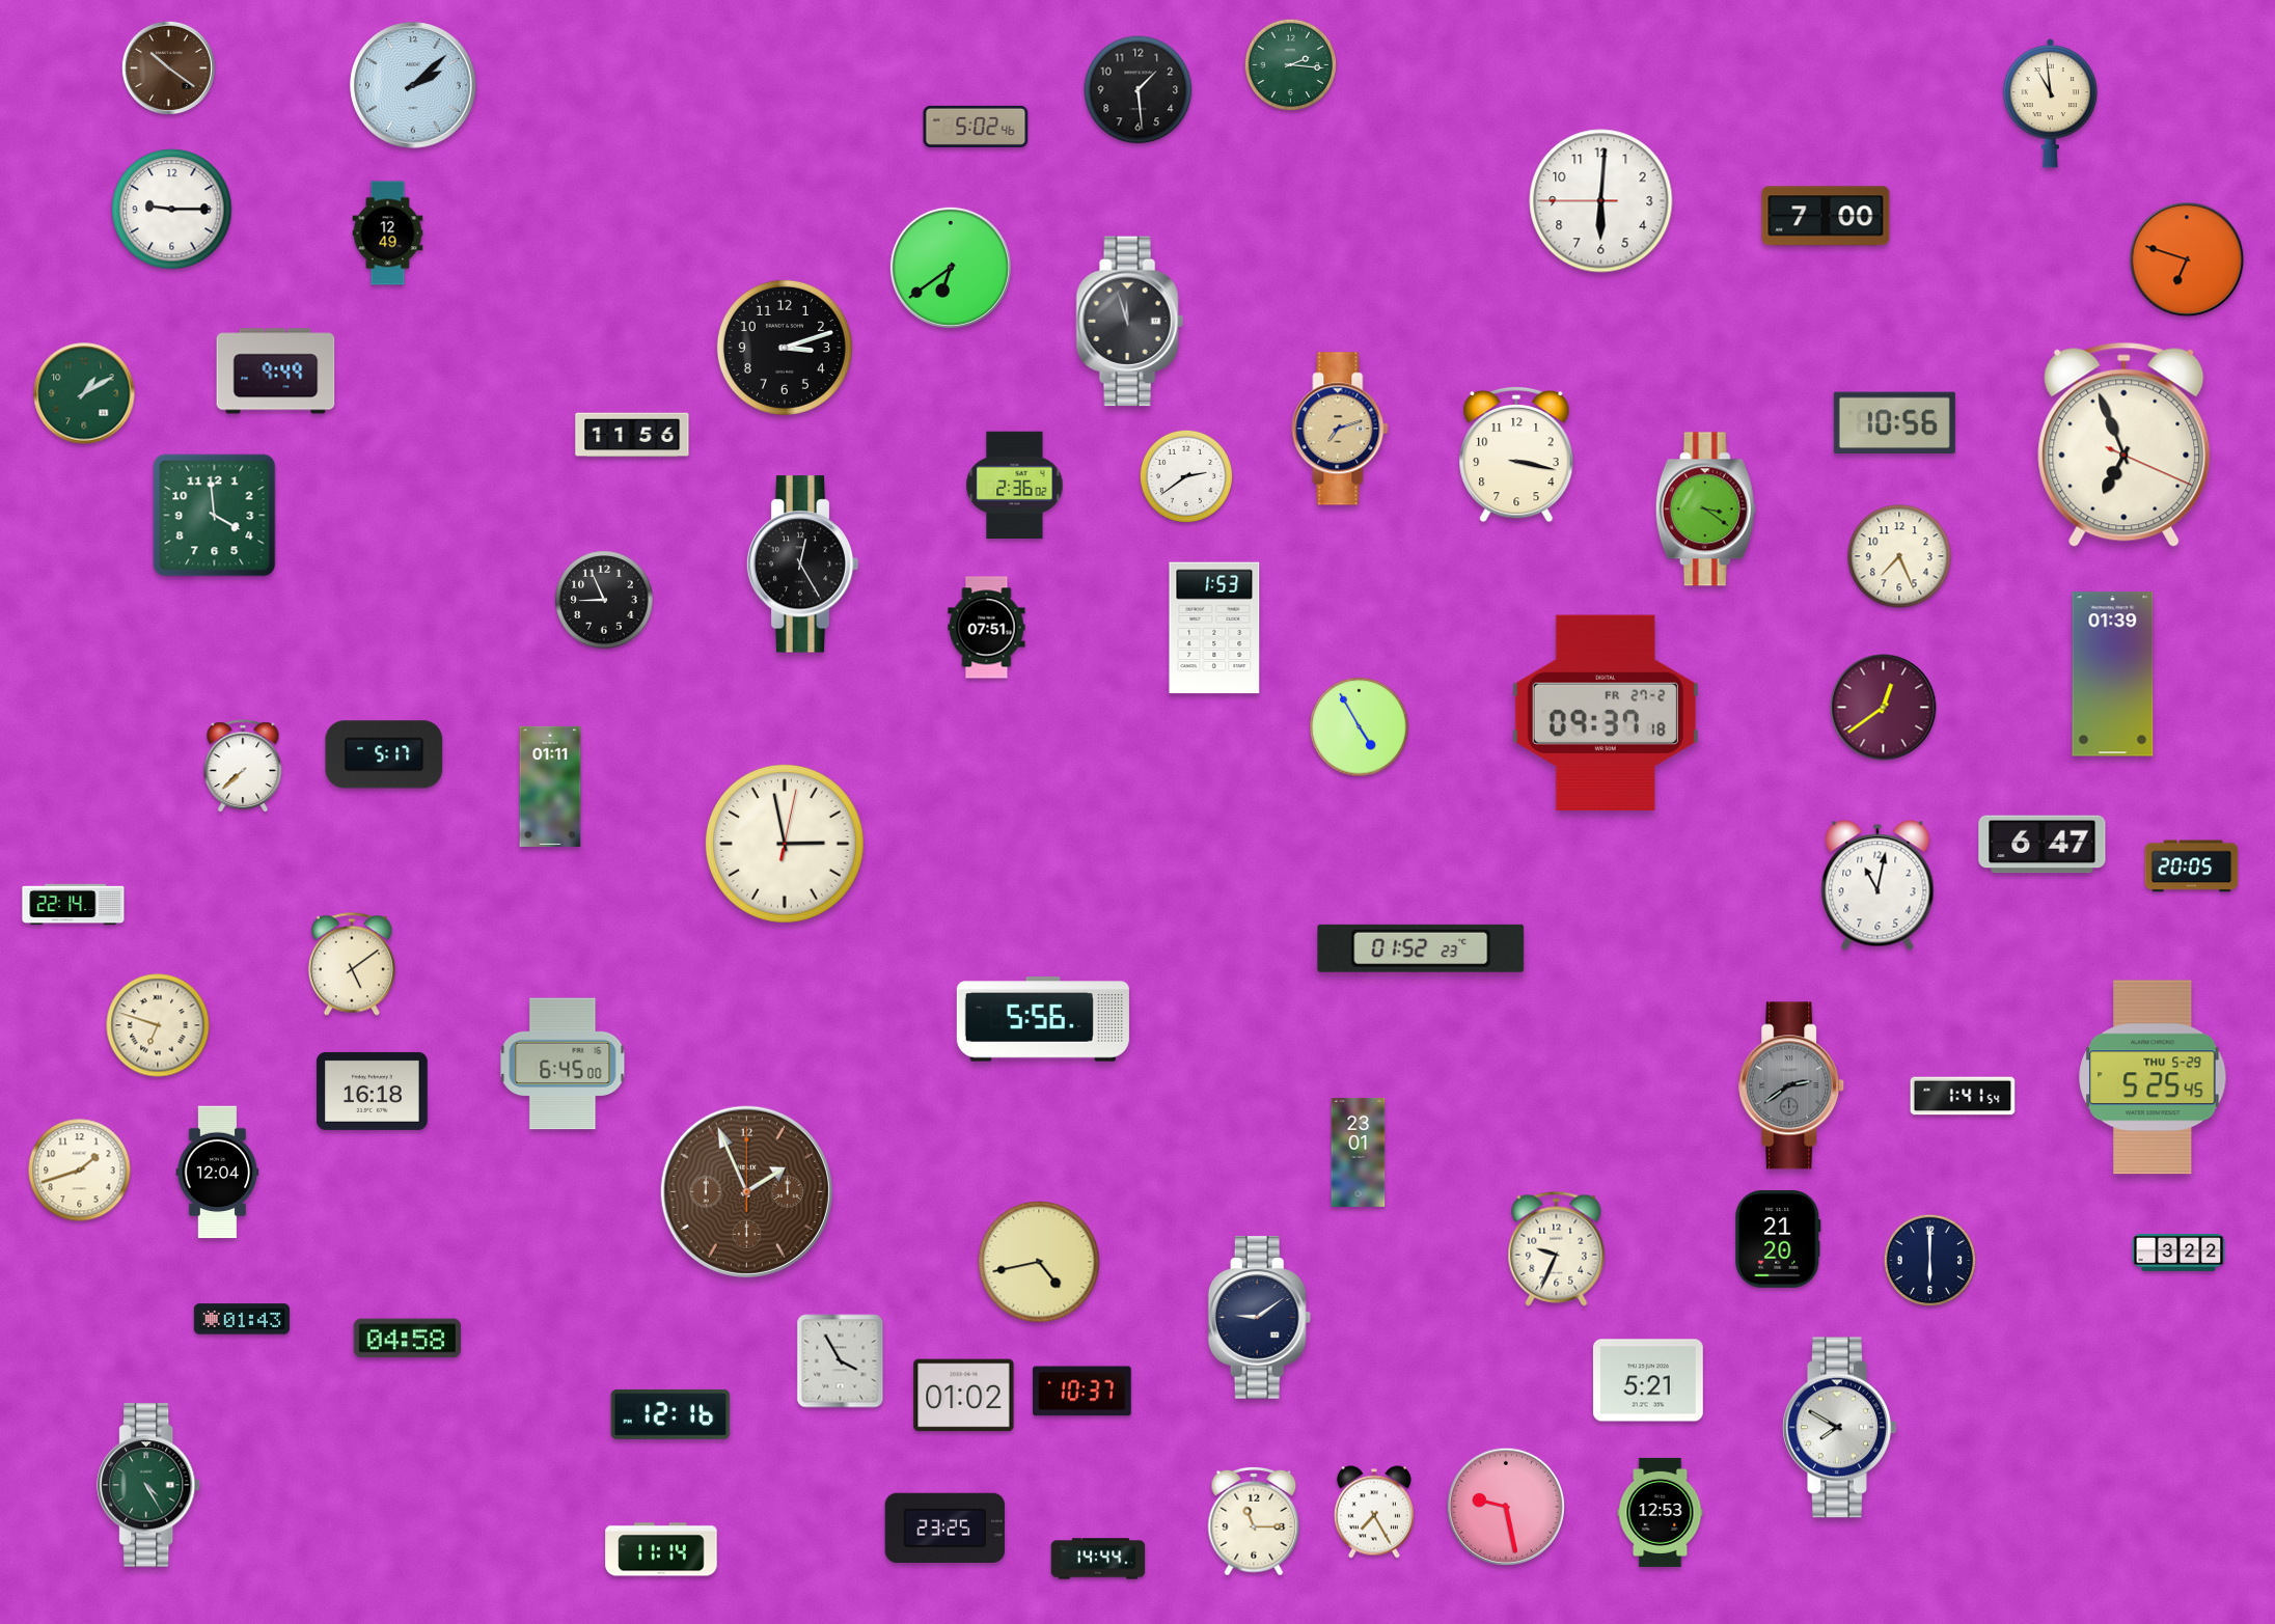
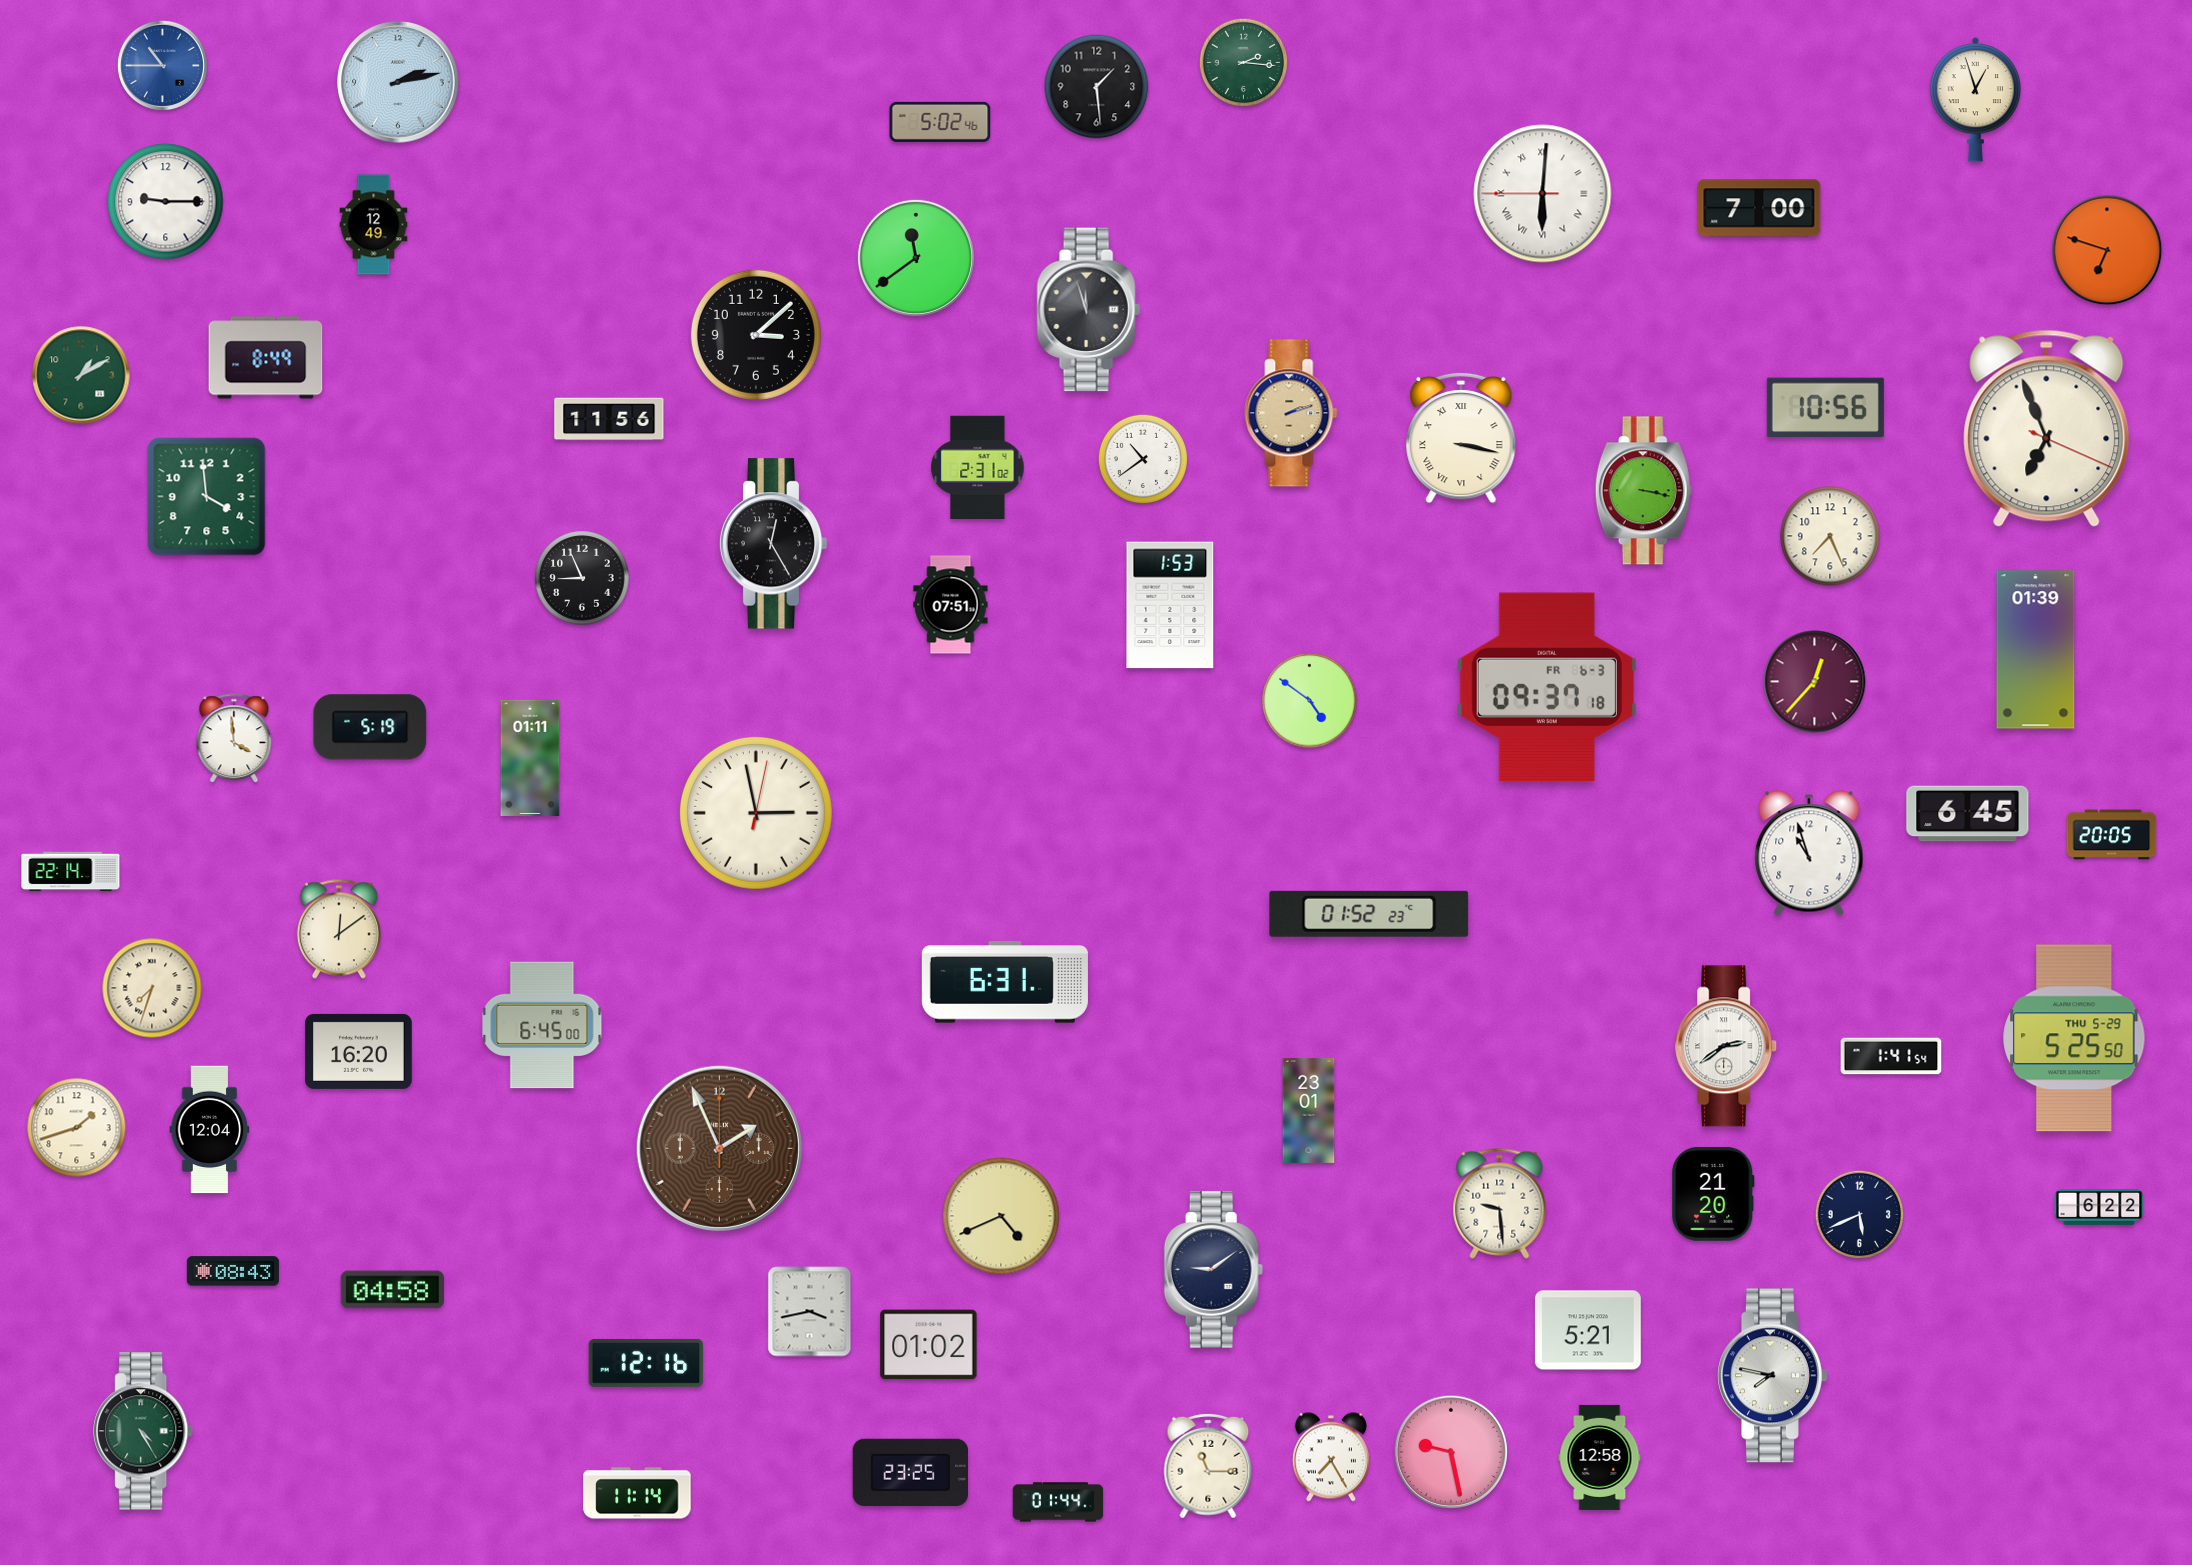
clock at (168, 67): 10:21 -> 10:45
clock at (168, 67) dial: brown -> blue
clock at (413, 85): 2:08 -> 2:13
clock at (2051, 103): 10:59 -> 12:57
clock at (1601, 201) numerals: Arabic -> Roman
clock at (951, 268): 6:39 -> 11:39
clock at (785, 348): 3:12 -> 3:08
clock at (276, 371): 9:49 -> 8:49
clock at (84, 393) position: (84, 393) -> (81, 375)
clock at (1340, 429): 7:12 -> 2:12
clock at (1516, 455) numerals: Arabic -> Roman
clock at (1186, 476): 2:39 -> 10:39
clock at (1015, 485): 2:36 -> 2:31
clock at (1705, 510): 3:21 -> 3:17
clock at (1884, 708): 12:39 -> 12:37
clock at (1606, 712) date: FR 27-2 -> FR 6-3
clock at (1360, 727): 4:55 -> 4:51
clock at (384, 754): 5:17 -> 5:19
clock at (243, 767): 7:38 -> 3:59
clock at (2043, 845): 6:47 -> 6:45
clock at (1877, 885): 11:02 -> 10:57
clock at (352, 964): 5:09 -> 12:09
clock at (1043, 1019): 5:56 -> 6:31
clock at (158, 1025): 6:48 -> 7:33
clock at (2153, 1077): 5:25:45 -> 5:25:50
clock at (1792, 1085) dial: grey -> white
clock at (373, 1091): 16:18 -> 16:20
clock at (1557, 1248): 9:34 -> 9:29
clock at (2178, 1253): 3:22 -> 6:22
clock at (1930, 1261): 6:00 -> 5:41
clock at (1039, 1262): 4:43 -> 4:41
clock at (242, 1319): 01:43 -> 08:43
clock at (841, 1361): 3:55 -> 3:43
clock at (1082, 1392): 10:37 -> none
clock at (1840, 1428): 7:50 -> 7:47
clock at (1374, 1512) position: (1374, 1512) -> (1331, 1457)
clock at (1661, 1512): 12:53 -> 12:58
clock at (1098, 1559): 14:44 -> 01:44
